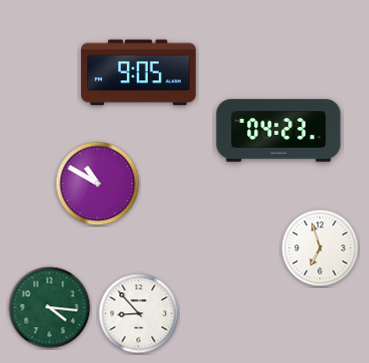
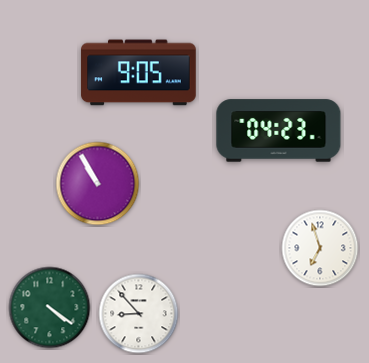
clock at (98, 184): 10:50 -> 10:55
clock at (50, 308): 4:16 -> 4:21
